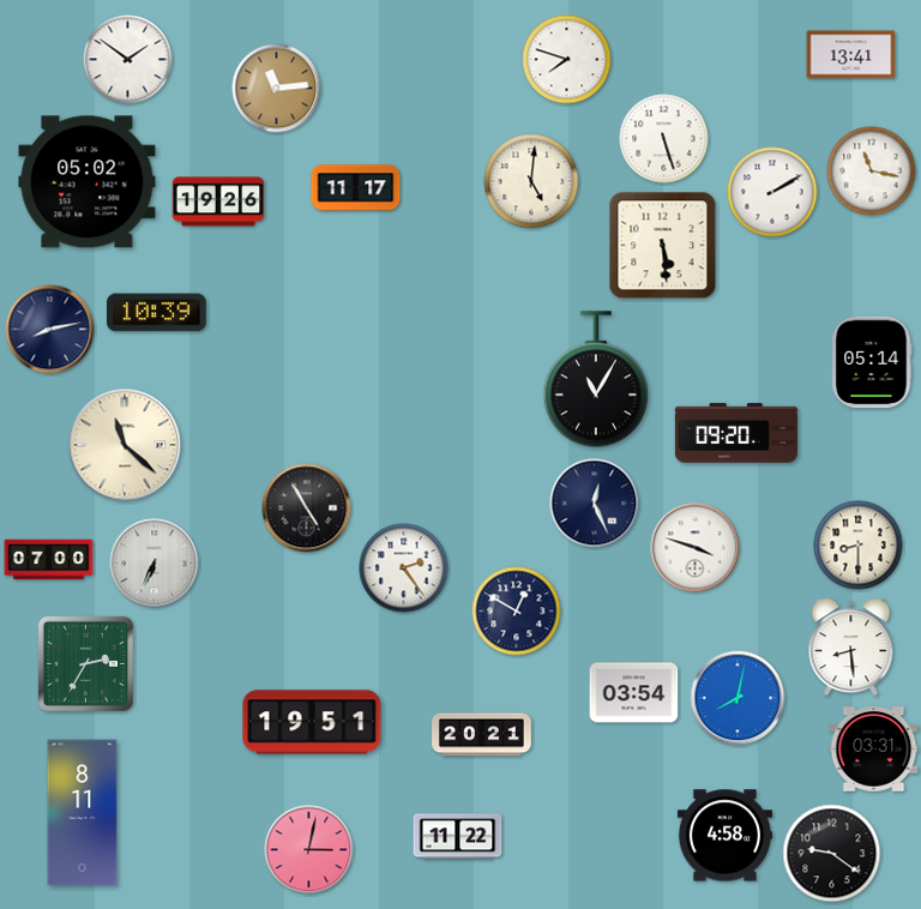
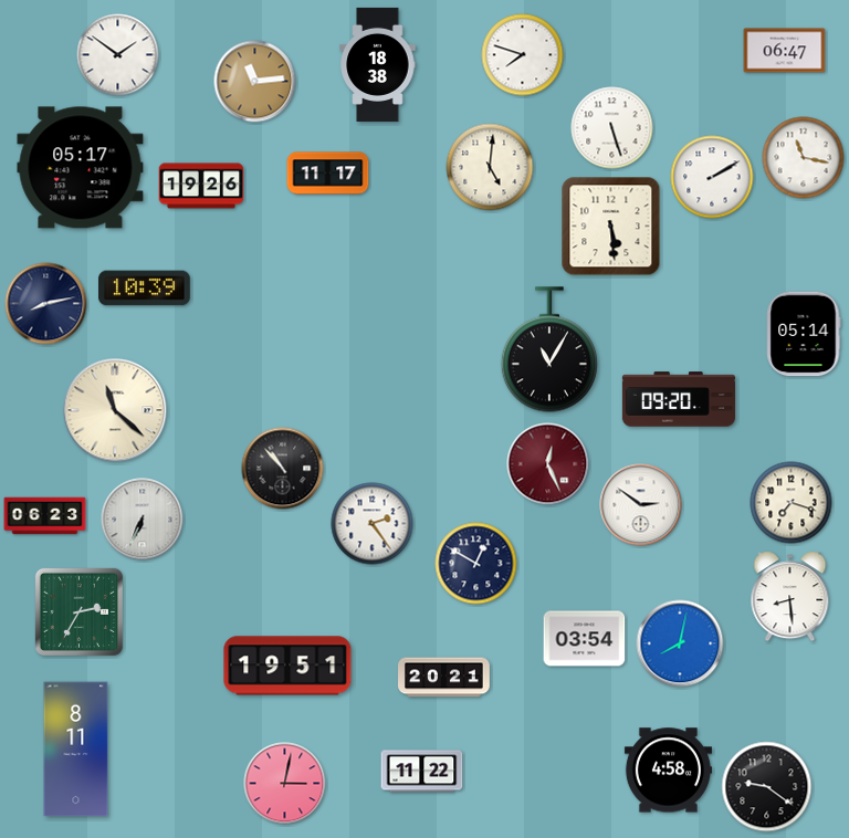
clock at (851, 55): 13:41 -> 06:47
clock at (378, 64): none -> 18:38
clock at (88, 182): 05:02 -> 05:17
clock at (595, 504) dial: navy -> burgundy
clock at (307, 508): 4:55 -> 10:53
clock at (859, 546): 8:30 -> 7:18
clock at (696, 548): 3:48 -> 2:51
clock at (49, 560): 07:00 -> 06:23
clock at (851, 648) position: (851, 648) -> (790, 597)
clock at (874, 750): 03:31 -> none
